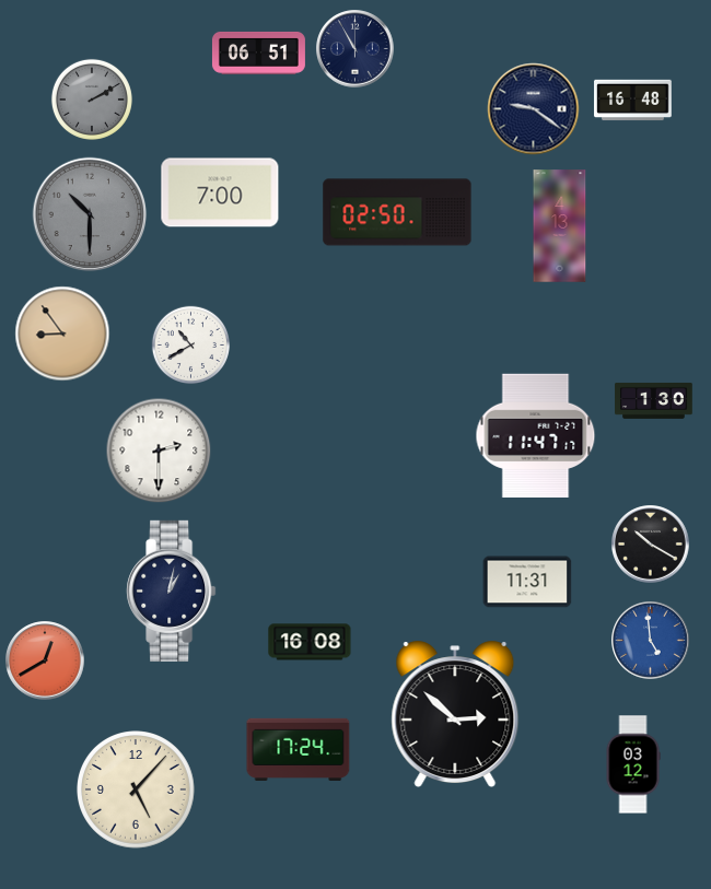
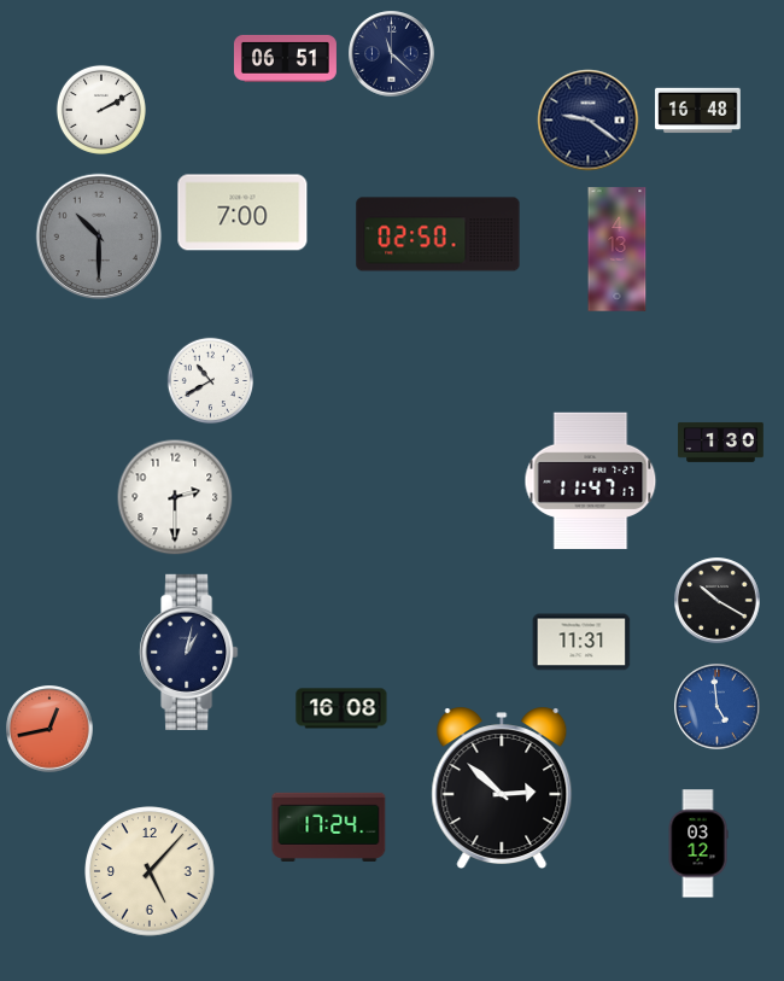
clock at (355, 49): 10:55 -> 11:22
clock at (92, 100) dial: grey -> white
clock at (62, 334): 8:54 -> none
clock at (45, 660): 12:40 -> 12:43
